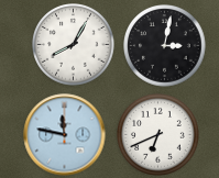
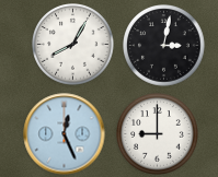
clock at (65, 135): 11:47 -> 12:26
clock at (158, 135): 6:41 -> 9:00
